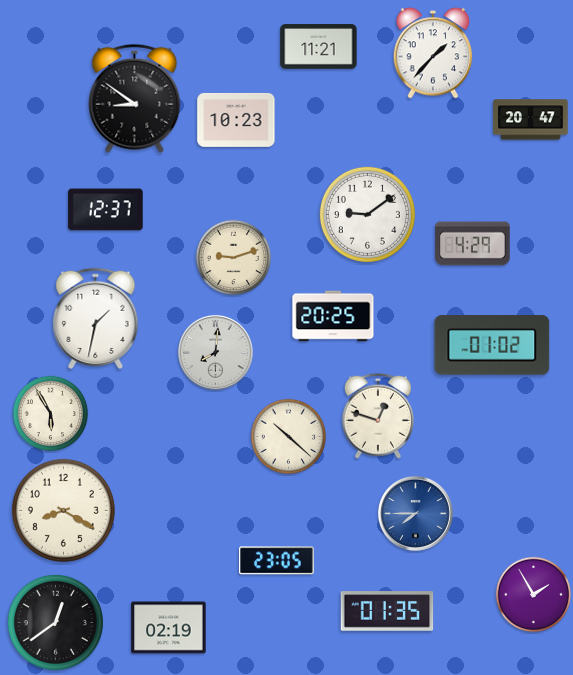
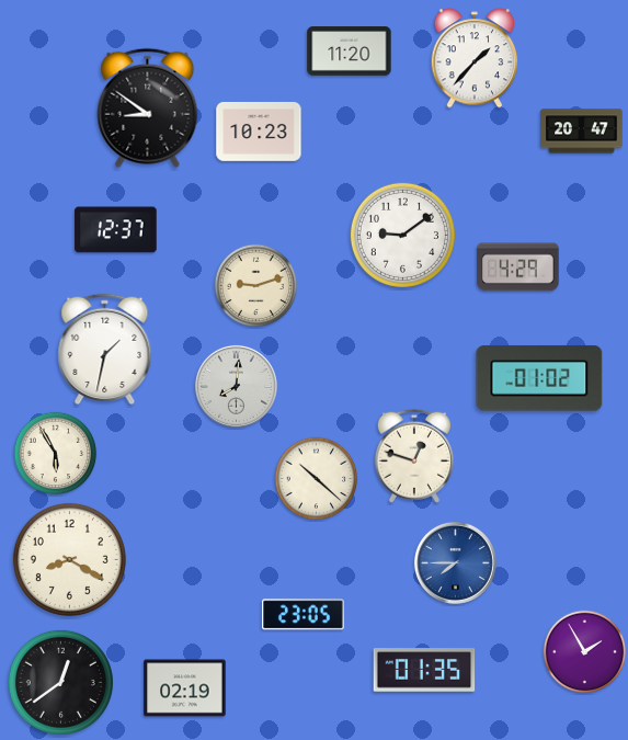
clock at (319, 47): 11:21 -> 11:20
clock at (234, 258) position: (234, 258) -> (256, 286)
clock at (333, 316): 20:25 -> none
